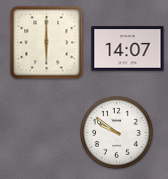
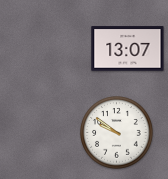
clock at (47, 43): 6:00 -> none
clock at (128, 49): 14:07 -> 13:07
